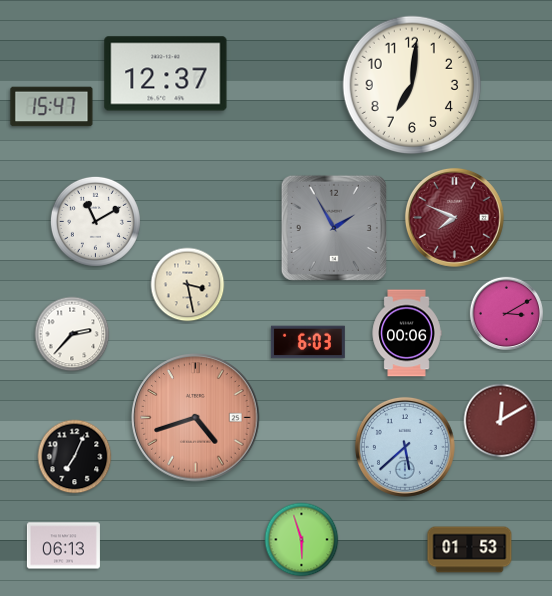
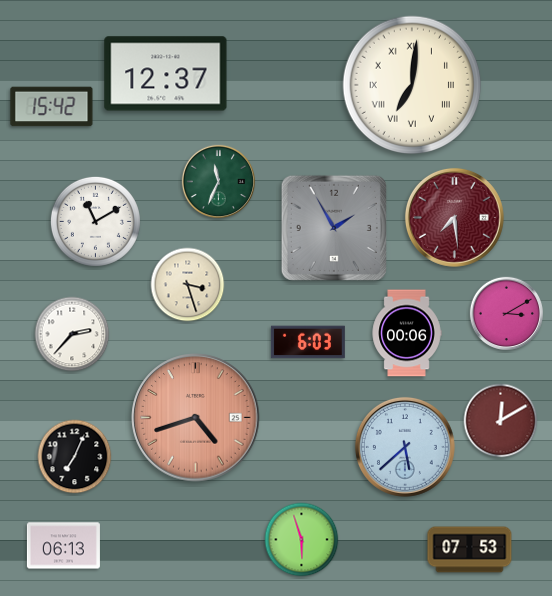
clock at (412, 85) numerals: Arabic -> Roman
clock at (52, 107): 15:47 -> 15:42
clock at (218, 181): none -> 11:34
clock at (454, 217): 7:49 -> 7:29
clock at (188, 285): 3:28 -> 3:27
clock at (470, 550): 01:53 -> 07:53
